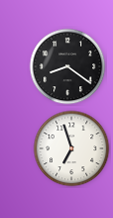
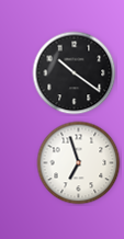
clock at (68, 67): 8:21 -> 10:21
